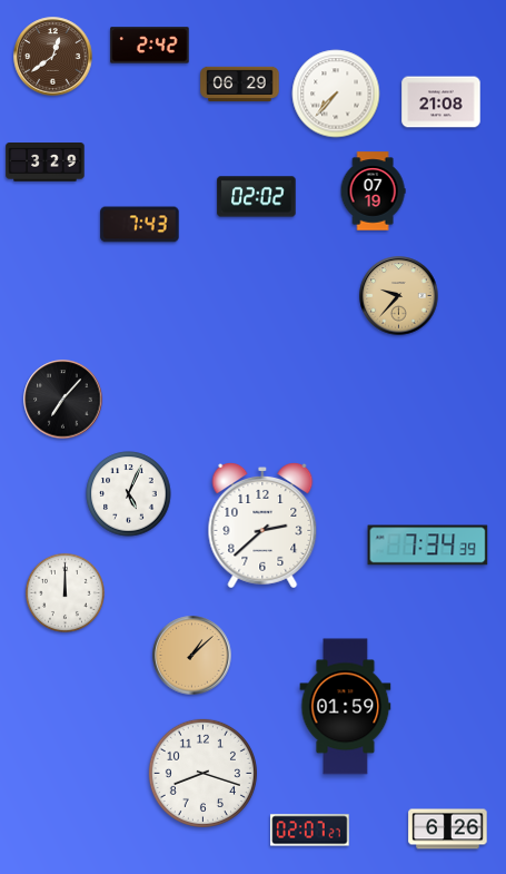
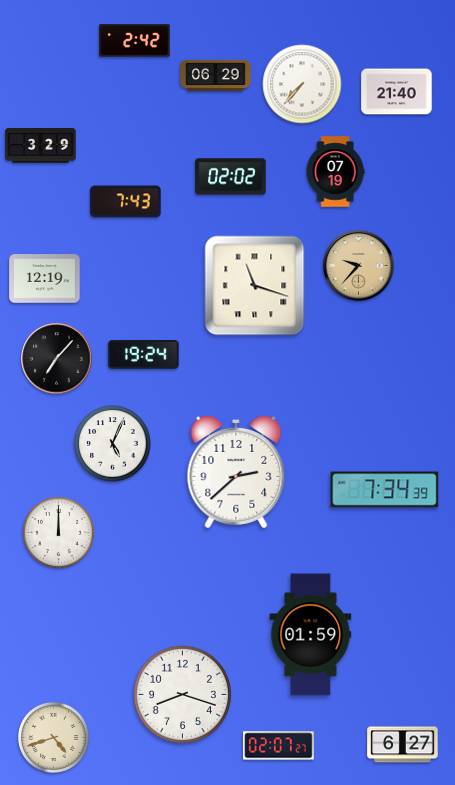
clock at (53, 57): 12:39 -> none
clock at (441, 102): 21:08 -> 21:40
clock at (45, 279): none -> 12:19
clock at (255, 286): none -> 11:18
clock at (144, 355): none -> 19:24
clock at (129, 494) position: (129, 494) -> (113, 444)
clock at (192, 656): 1:08 -> none
clock at (53, 737): none -> 4:42
clock at (448, 829): 6:26 -> 6:27
